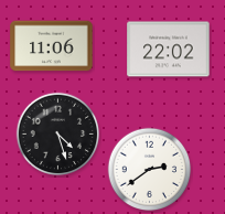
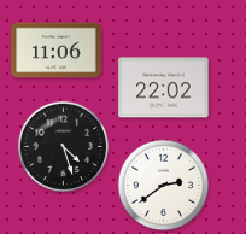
clock at (169, 50) position: (169, 50) -> (164, 88)
